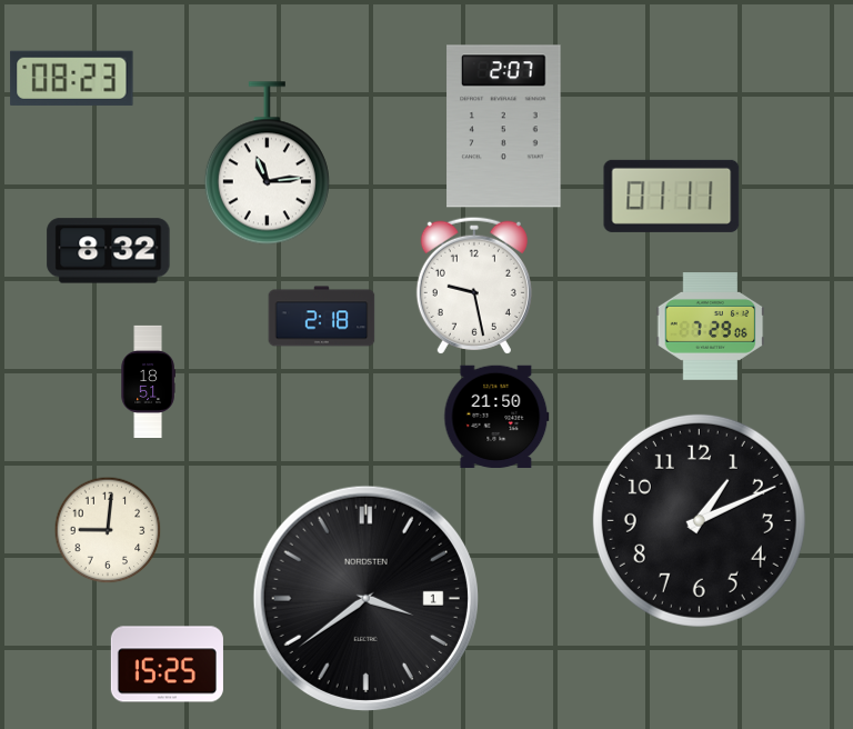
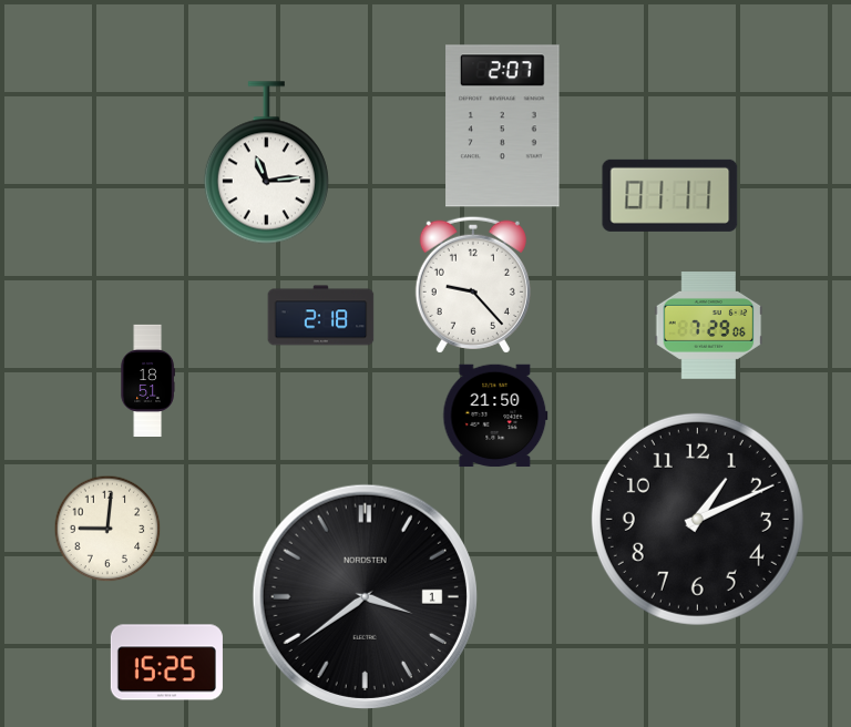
clock at (72, 78): 08:23 -> none
clock at (109, 251): 8:32 -> none
clock at (474, 286): 9:28 -> 9:23
